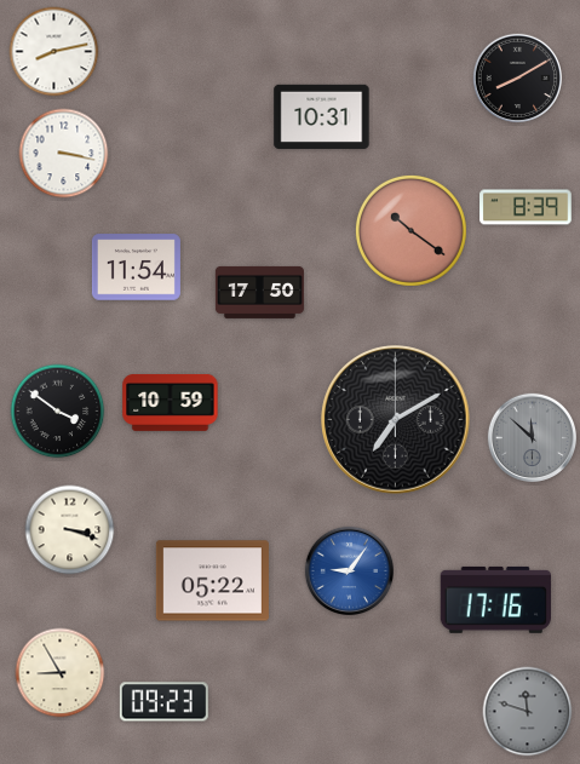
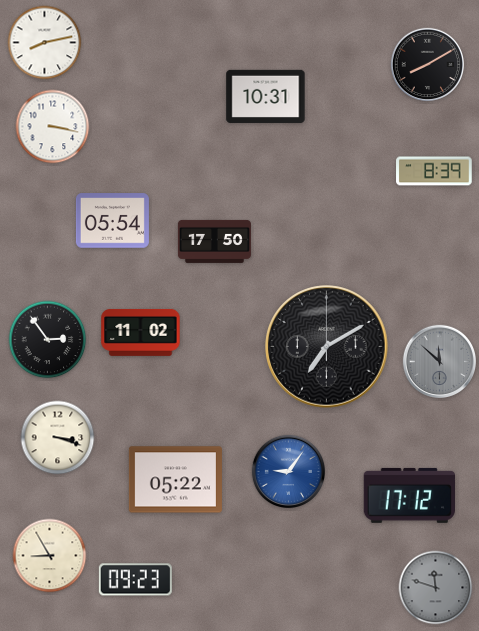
clock at (410, 230): 10:21 -> none
clock at (136, 268): 11:54 -> 05:54
clock at (171, 402): 10:59 -> 11:02
clock at (58, 412): 3:51 -> 2:54
clock at (495, 599): 17:16 -> 17:12
